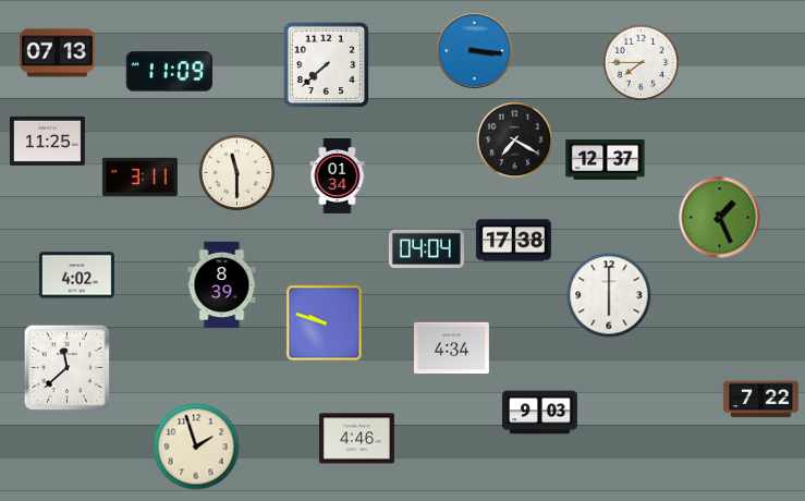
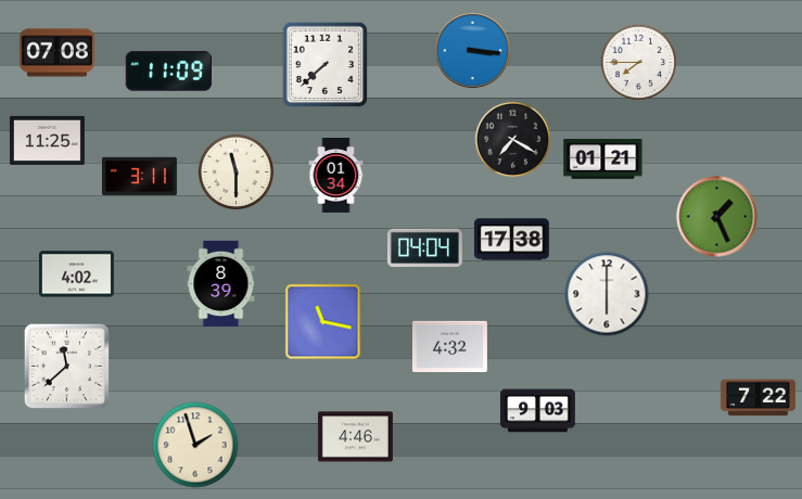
clock at (57, 53): 07:13 -> 07:08
clock at (606, 160): 12:37 -> 01:21
clock at (325, 323): 9:48 -> 11:17
clock at (451, 347): 4:34 -> 4:32
